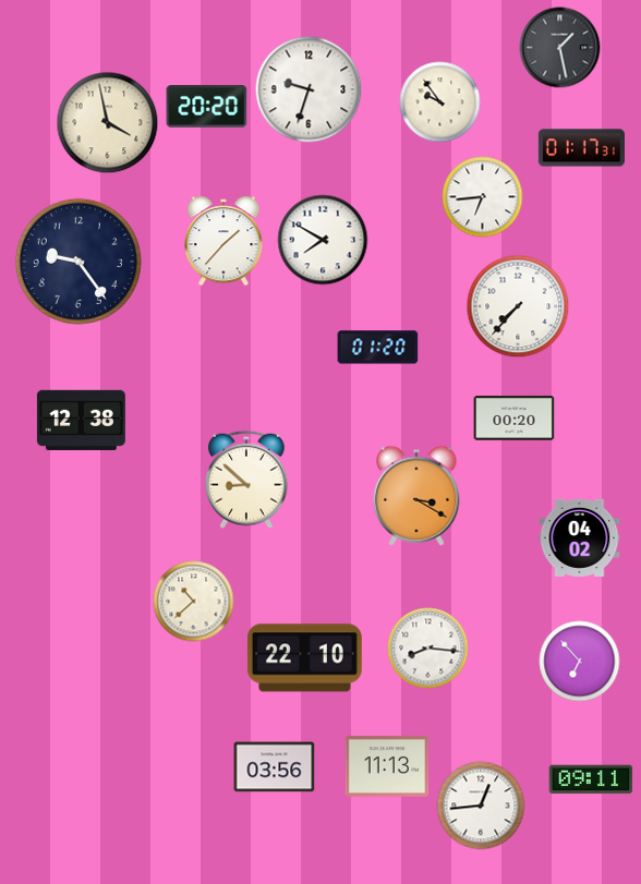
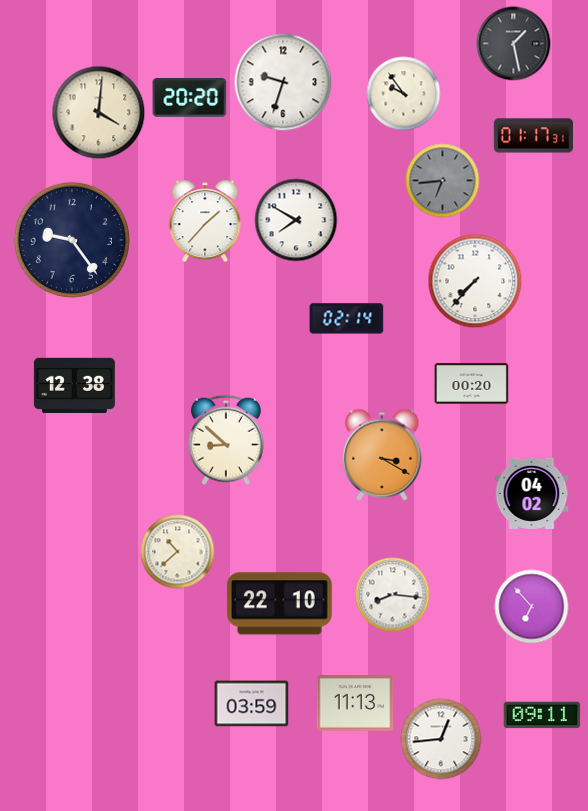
clock at (108, 123): 3:58 -> 4:01
clock at (483, 197) dial: white -> grey
clock at (378, 348): 01:20 -> 02:14
clock at (275, 767): 03:56 -> 03:59
